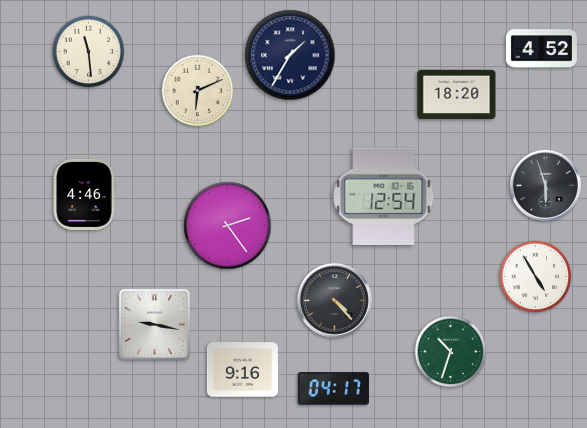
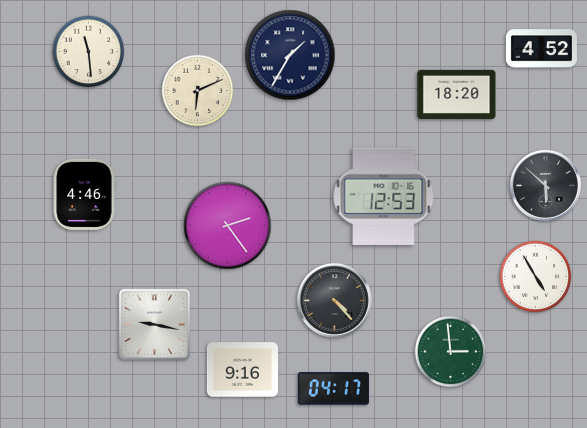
clock at (545, 185): 5:57 -> 5:52
clock at (384, 196): 12:54 -> 12:53
clock at (451, 352): 10:33 -> 2:59
